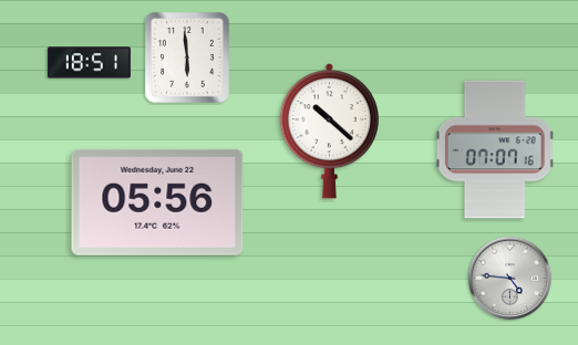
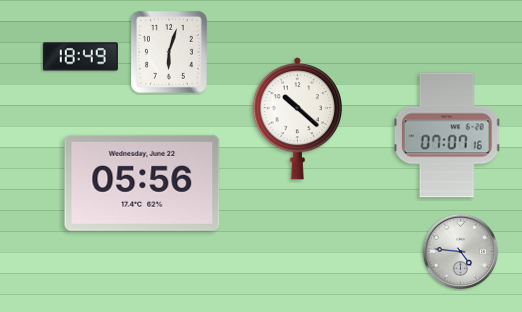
clock at (187, 57): 5:59 -> 6:03
clock at (89, 63): 18:51 -> 18:49
